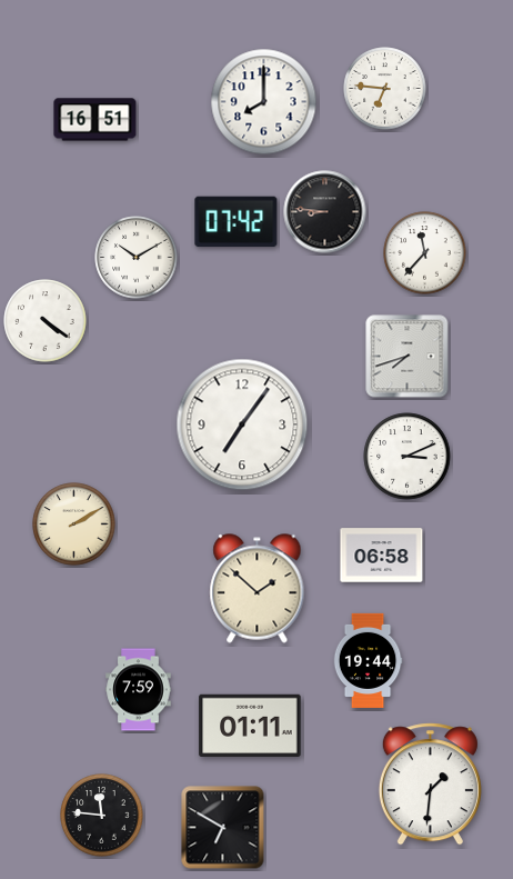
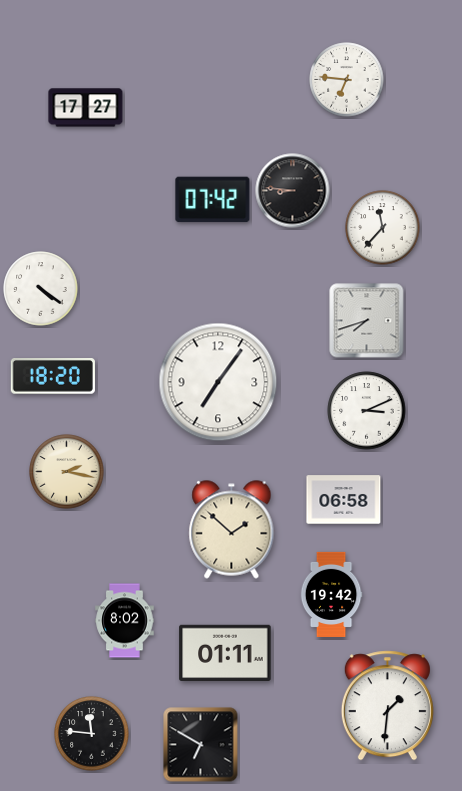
clock at (264, 102): 8:00 -> none
clock at (95, 120): 16:51 -> 17:27
clock at (137, 258): 10:10 -> none
clock at (53, 377): none -> 18:20
clock at (74, 525): 2:10 -> 2:17
clock at (368, 660): 19:44 -> 19:42
clock at (139, 690): 7:59 -> 8:02
